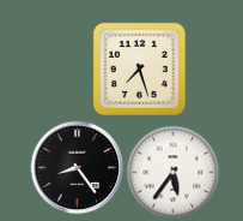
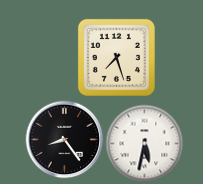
clock at (172, 172): 5:36 -> 5:32
